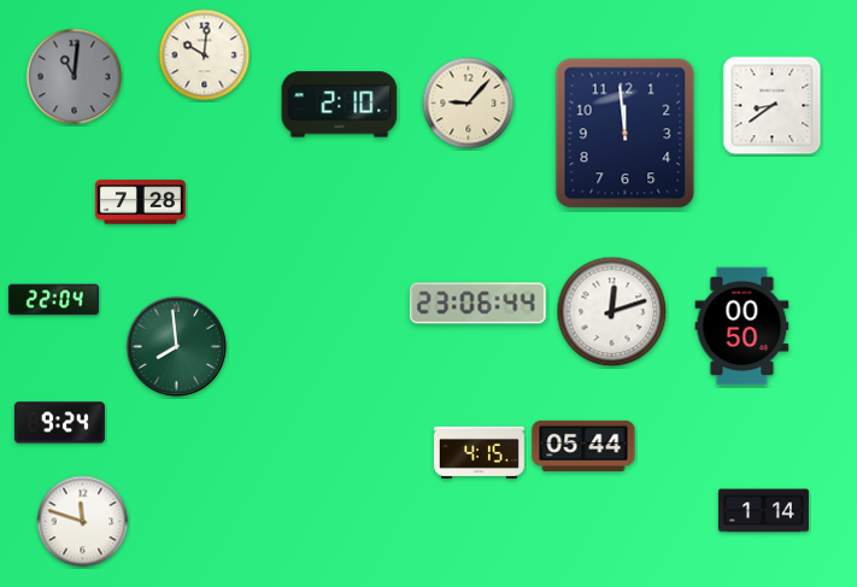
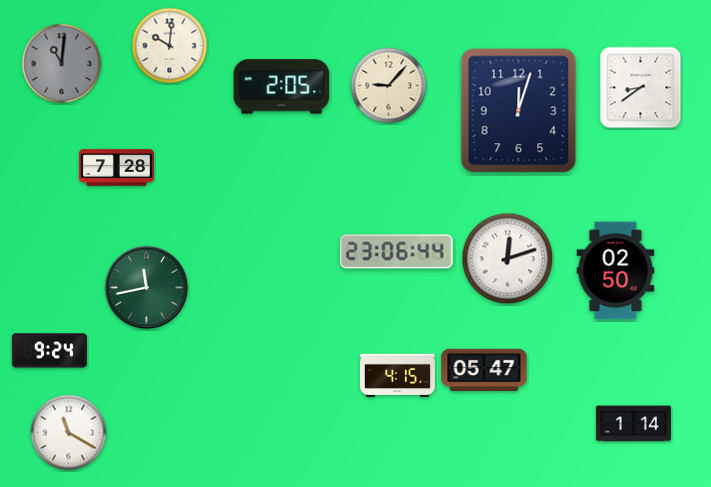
clock at (340, 105): 2:10 -> 2:05
clock at (626, 134): 11:59 -> 12:03
clock at (53, 300): 22:04 -> none
clock at (742, 327): 00:50 -> 02:50
clock at (177, 347): 7:59 -> 11:43
clock at (583, 446): 05:44 -> 05:47
clock at (83, 522): 11:48 -> 11:20
